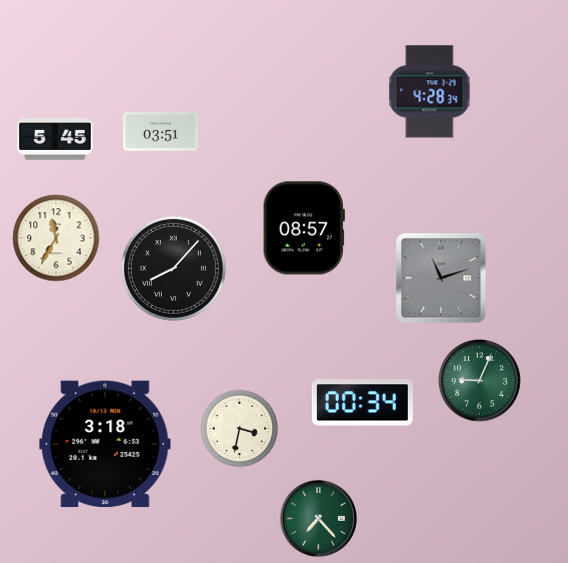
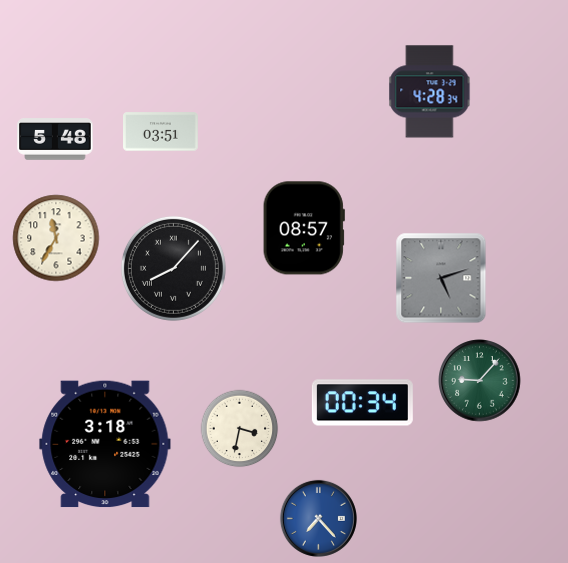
clock at (55, 139): 5:45 -> 5:48
clock at (441, 278): 11:12 -> 5:12
clock at (480, 381): 9:04 -> 9:07
clock at (318, 518) dial: green -> blue
